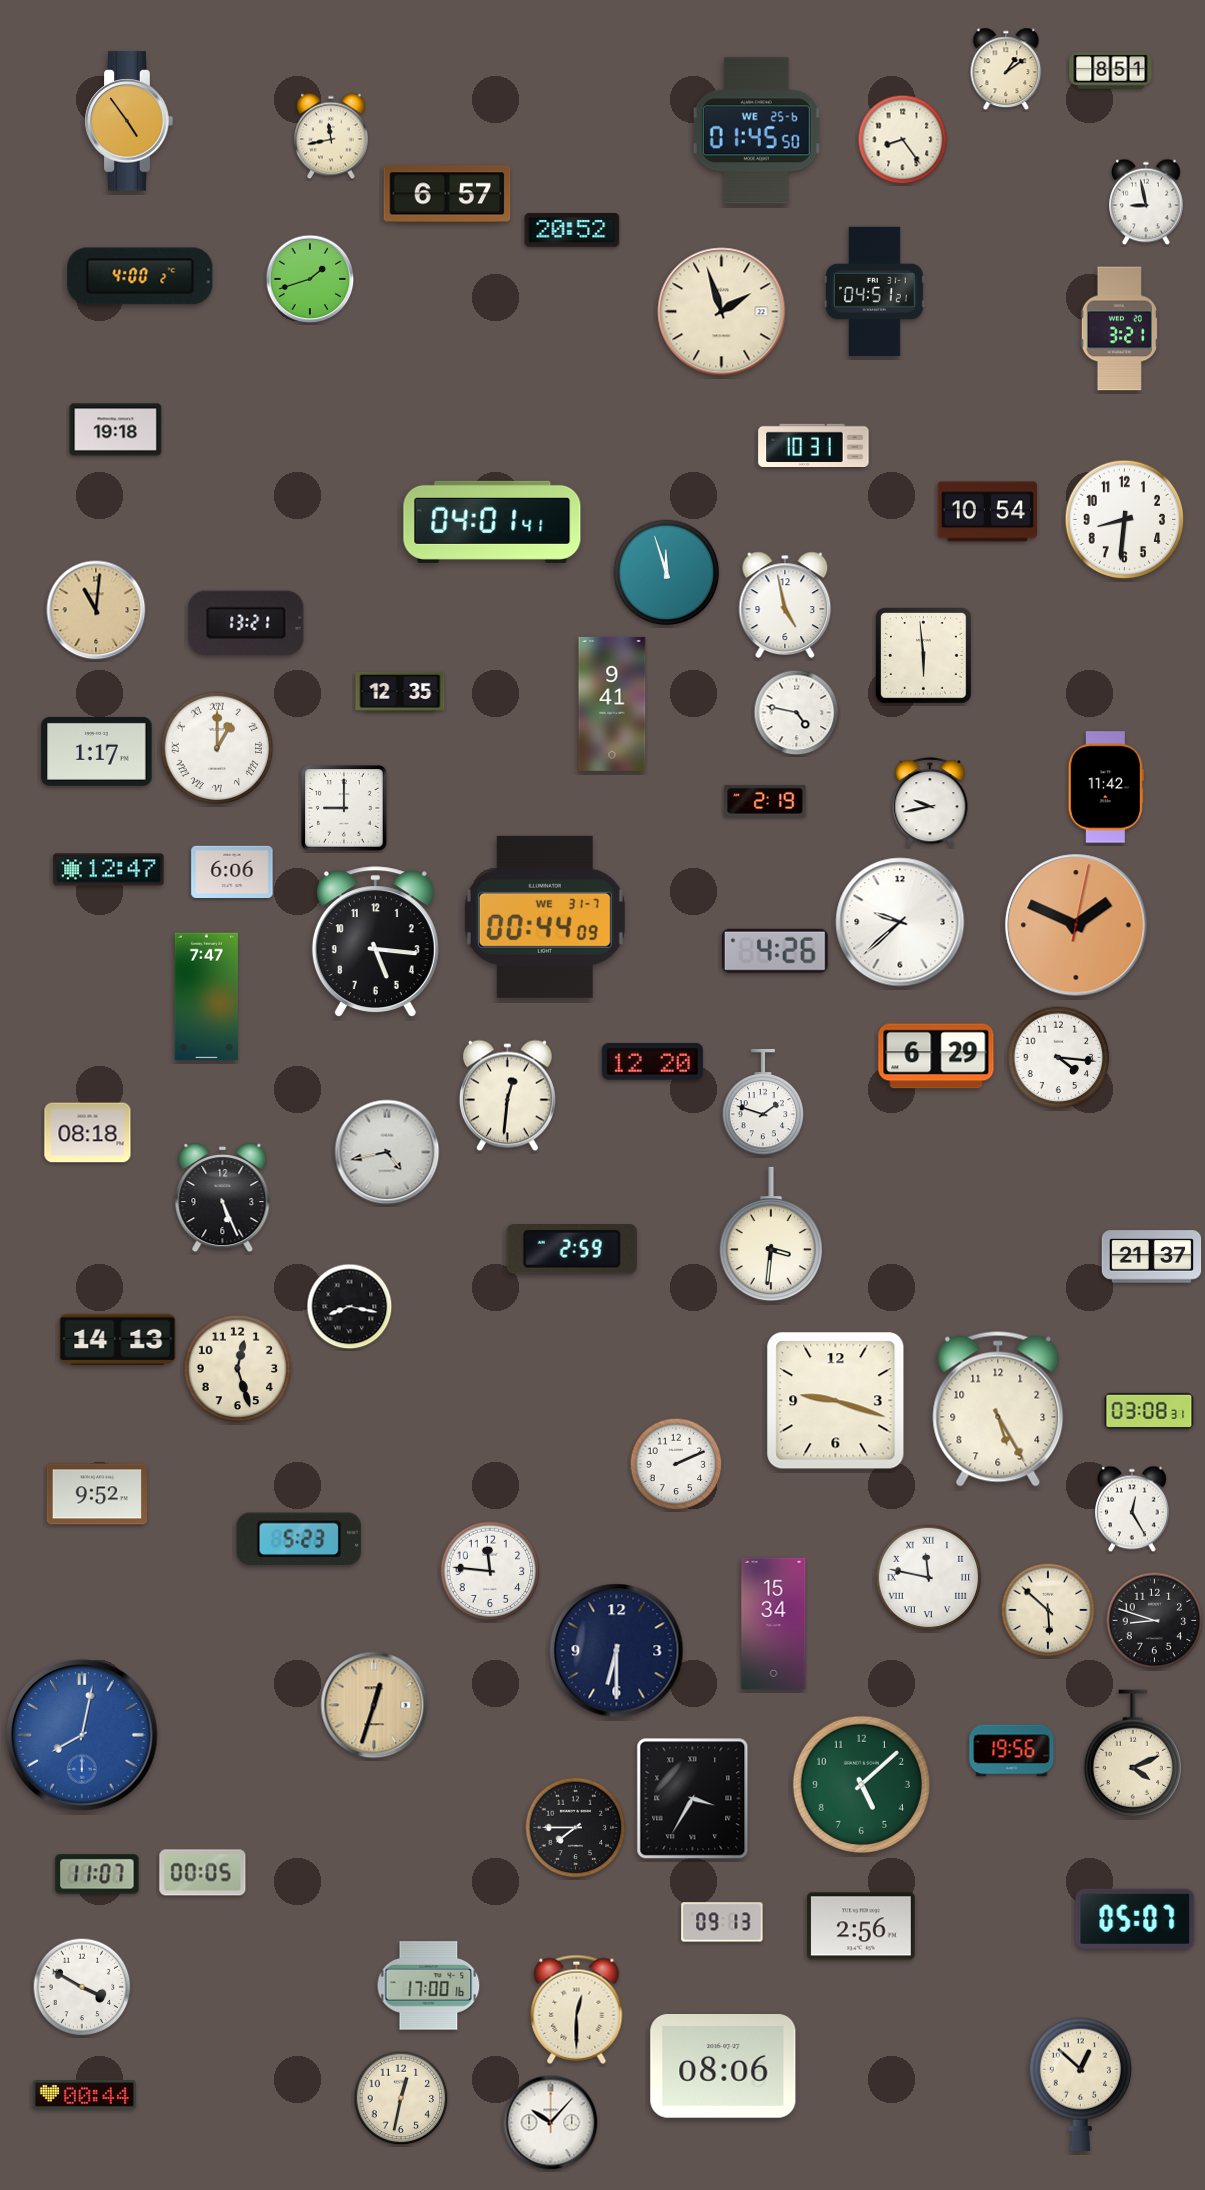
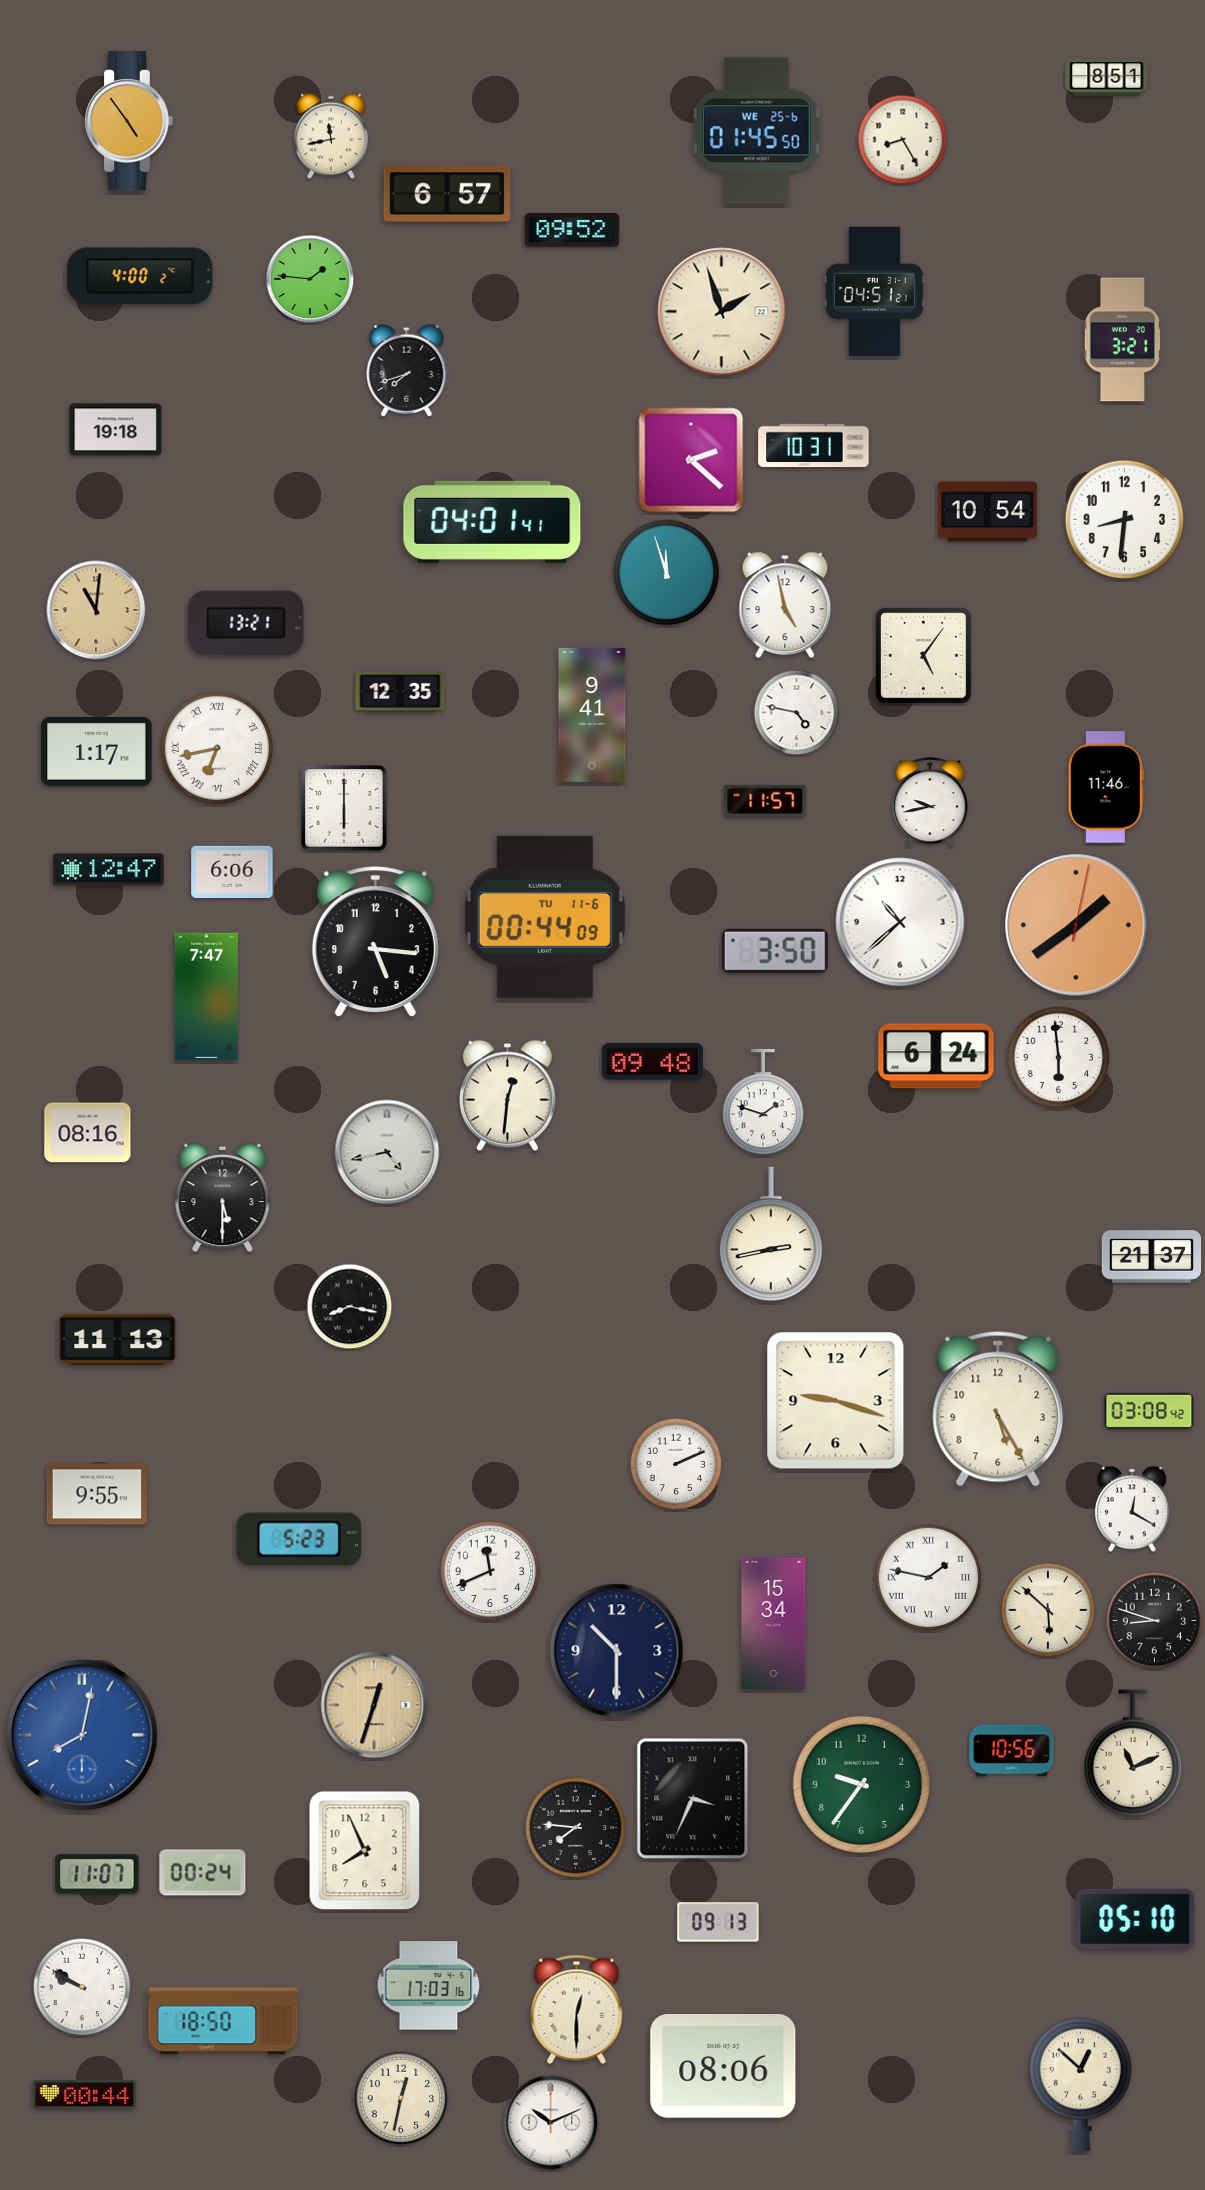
clock at (1006, 69): 1:09 -> none
clock at (1111, 71) position: (1111, 71) -> (1107, 78)
clock at (903, 140): 8:24 -> 8:25
clock at (1146, 202): 8:58 -> none
clock at (572, 231): 20:52 -> 09:52
clock at (310, 279): 1:42 -> 1:46
clock at (1119, 329) position: (1119, 329) -> (1122, 340)
clock at (407, 370): none -> 7:42
clock at (691, 460): none -> 2:22
clock at (924, 656): 5:59 -> 5:06
clock at (612, 704) position: (612, 704) -> (592, 715)
clock at (217, 748): 1:00 -> 6:43
clock at (1106, 787): 11:42 -> 11:46
clock at (765, 801): 2:19 -> 11:57
clock at (344, 808): 9:00 -> 6:00
clock at (545, 917) date: WE 31-7 -> TU 11-6
clock at (900, 922): 9:38 -> 10:38
clock at (1076, 925): 1:49 -> 1:39
clock at (775, 951): 4:26 -> 3:50
clock at (936, 1056): 6:29 -> 6:24
clock at (1059, 1058): 4:16 -> 5:59
clock at (652, 1062): 12:20 -> 09:48
clock at (88, 1133): 08:18 -> 08:16
clock at (223, 1198): 5:26 -> 5:30
clock at (771, 1234): 3:31 -> 2:43
clock at (572, 1250): 2:59 -> none
clock at (118, 1339): 14:13 -> 11:13
clock at (238, 1369): 12:27 -> none
clock at (1149, 1411): 03:08:31 -> 03:08:42
clock at (96, 1494): 9:52 -> 9:55
clock at (1132, 1509): 12:25 -> 12:20
clock at (490, 1571): 11:46 -> 11:41
clock at (929, 1578): 11:47 -> 1:47
clock at (617, 1651): 6:30 -> 10:30
clock at (1012, 1751): 19:56 -> 10:56
clock at (1133, 1753): 4:11 -> 11:11
clock at (861, 1784): 5:08 -> 9:36
clock at (693, 1799): 3:35 -> 3:34
clock at (576, 1828): 7:45 -> 7:46
clock at (365, 1851): none -> 7:56
clock at (203, 1873): 00:05 -> 00:24
clock at (1135, 1919): 05:07 -> 05:10
clock at (722, 1922) position: (722, 1922) -> (718, 1922)
clock at (861, 1926): 2:56 -> none
clock at (429, 1986): 17:00 -> 17:03
clock at (82, 1987): 3:50 -> 9:50
clock at (223, 2021): none -> 18:50
clock at (551, 2123): 10:07 -> 10:11
